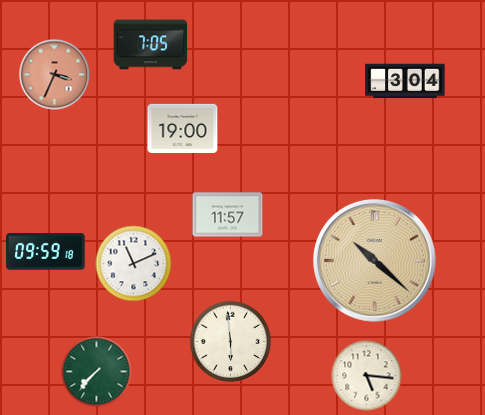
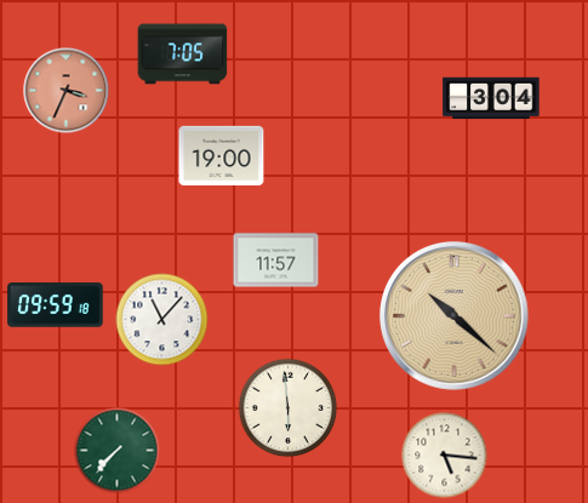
clock at (134, 264): 11:11 -> 11:07
clock at (231, 342) position: (231, 342) -> (289, 408)
